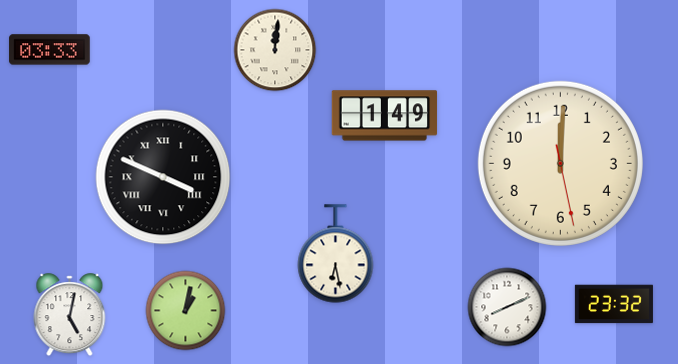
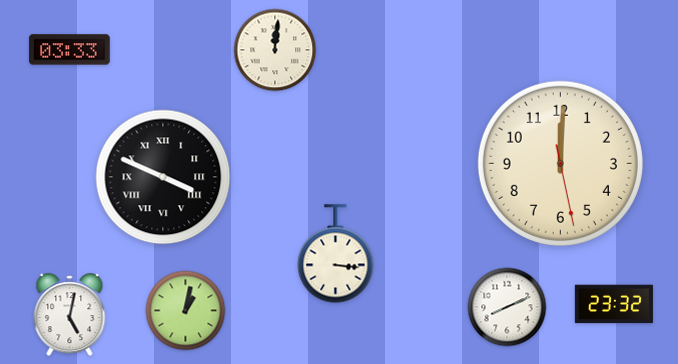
clock at (50, 50) position: (50, 50) -> (70, 50)
clock at (385, 116): 1:49 -> none
clock at (336, 254): 6:28 -> 3:16
